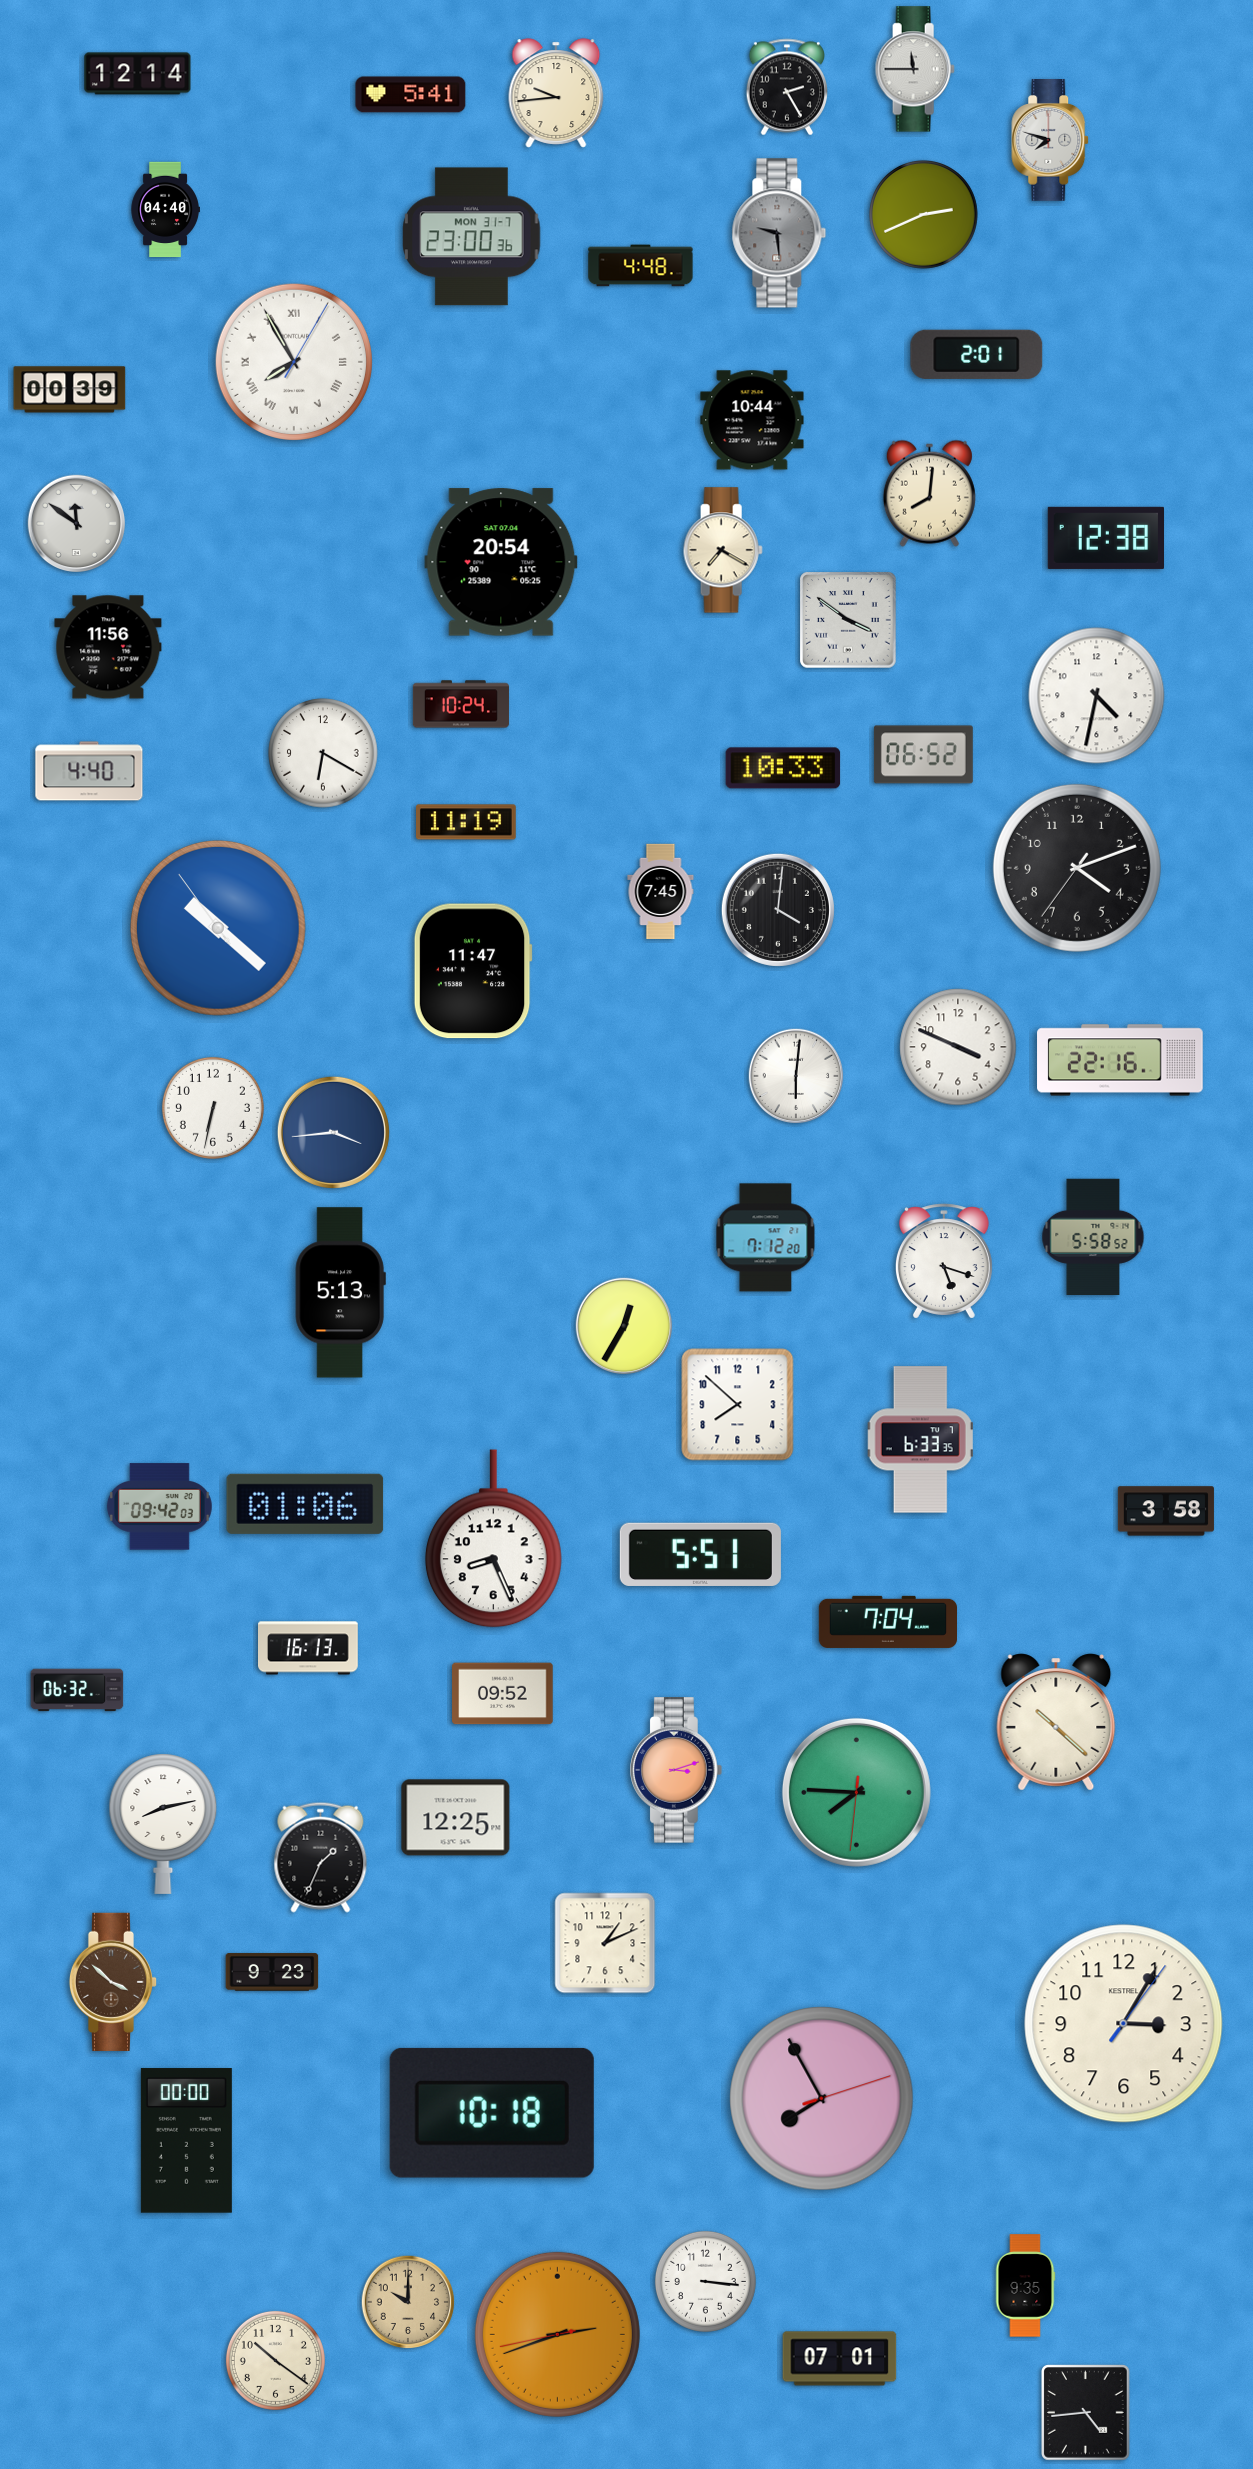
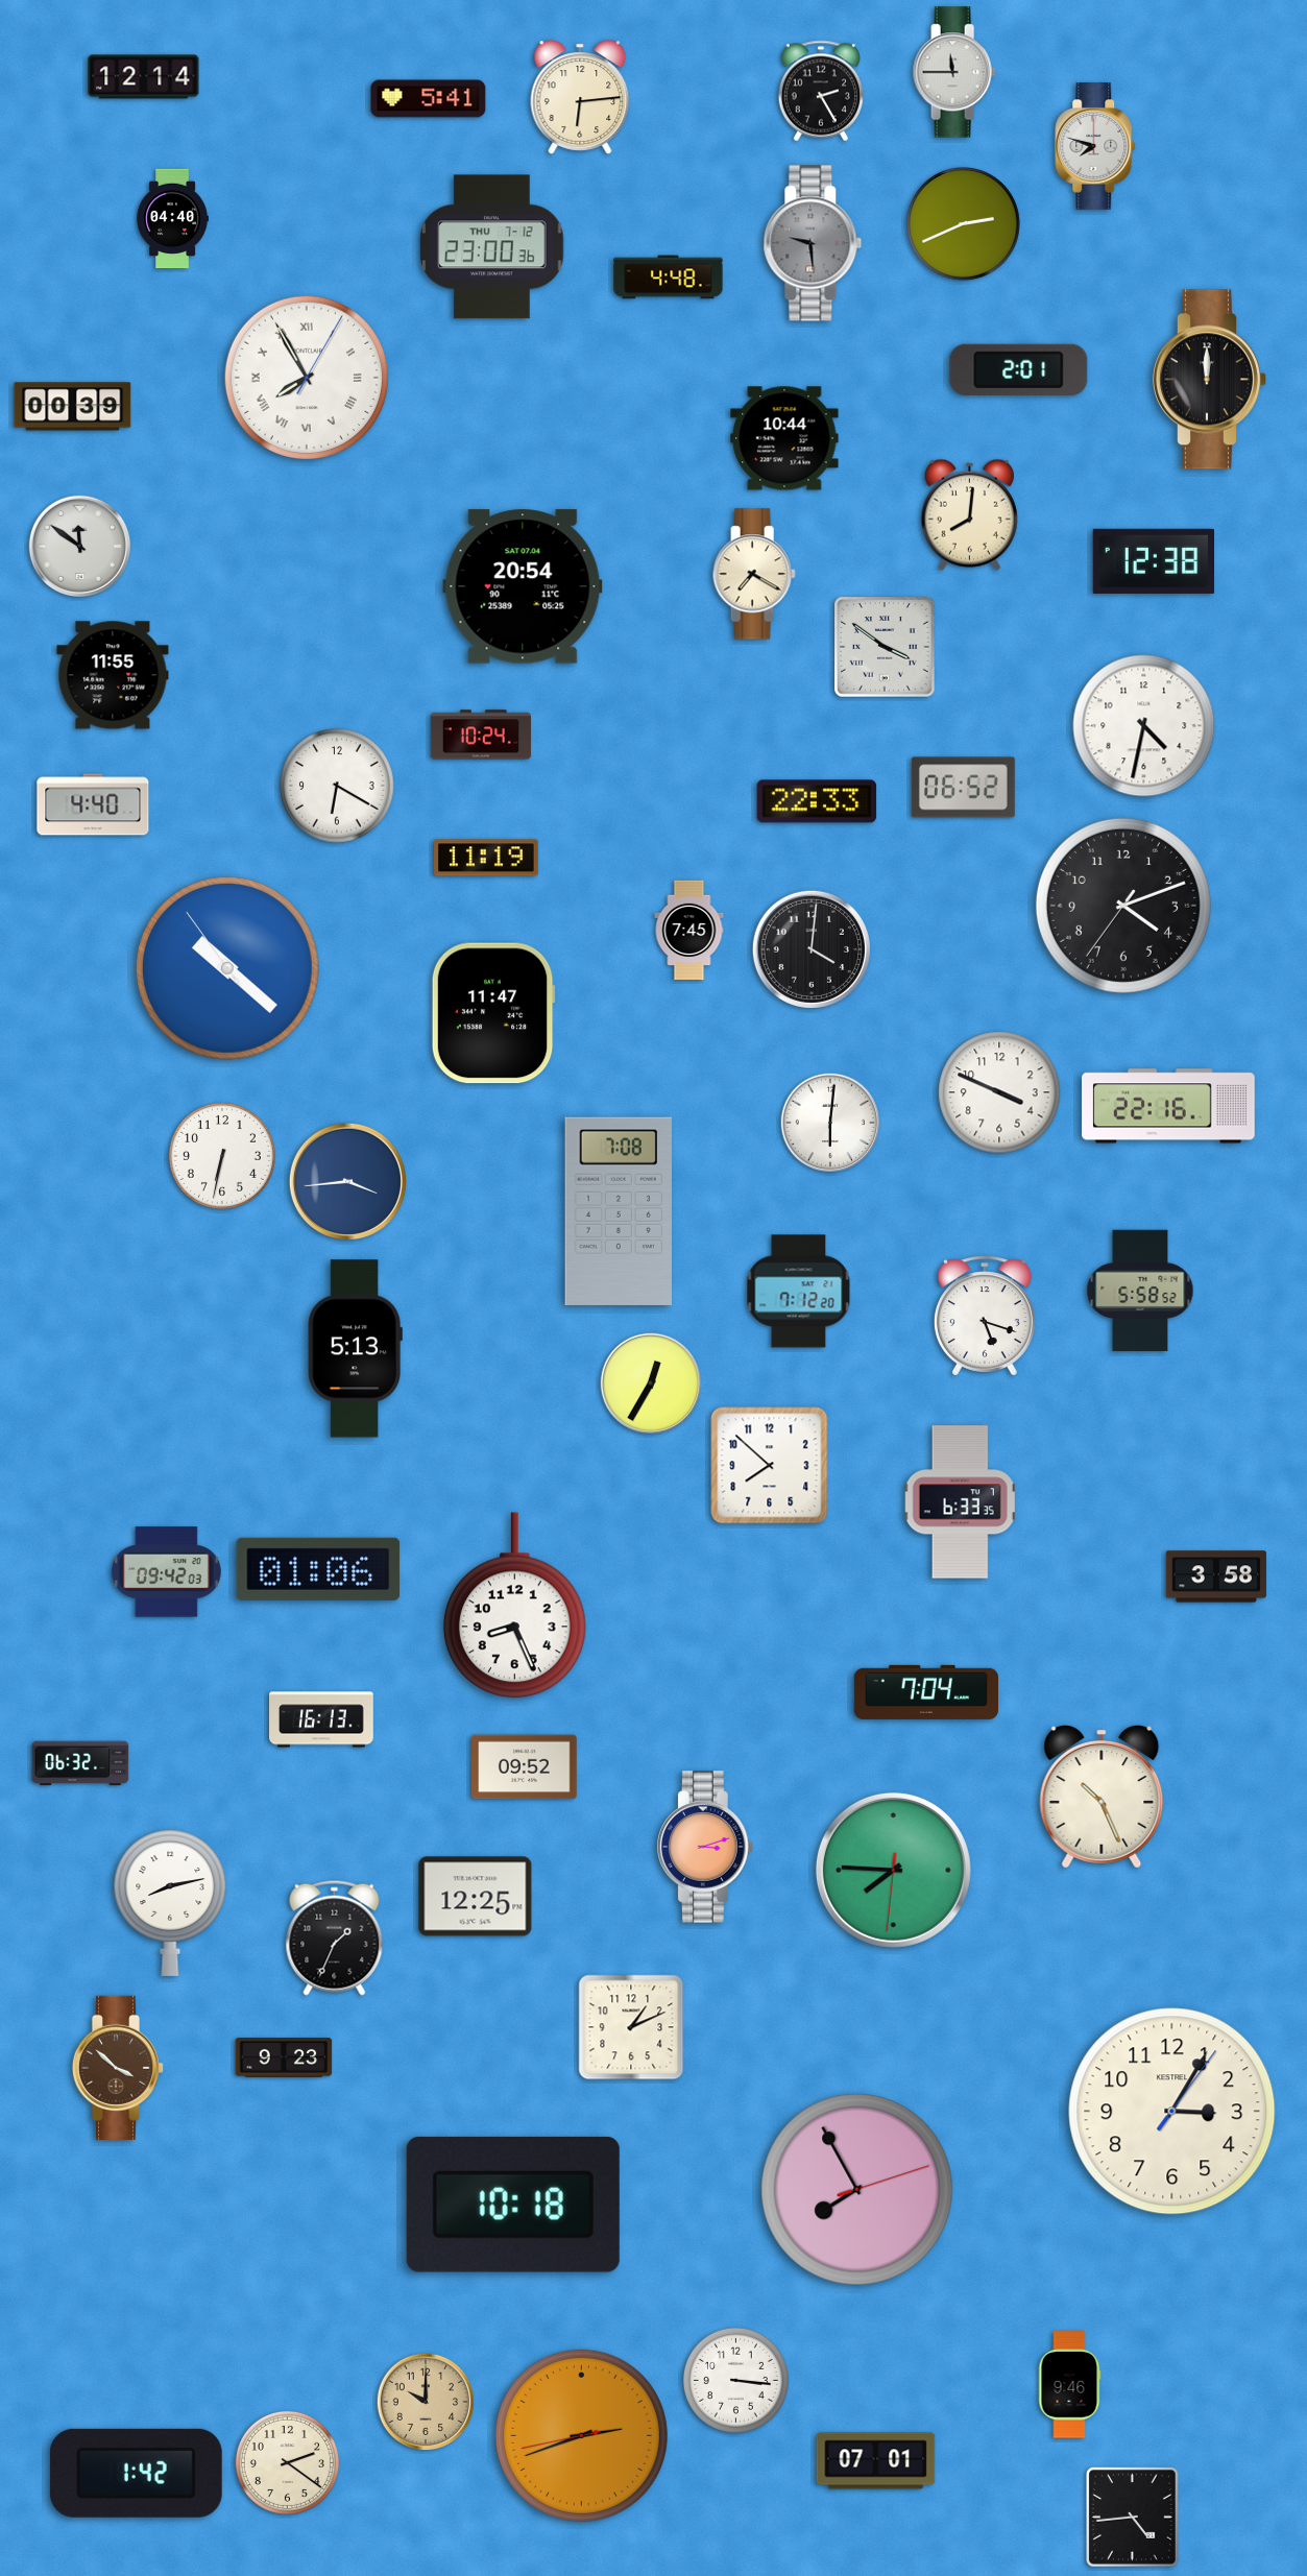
clock at (556, 93): 9:44 -> 6:14
clock at (472, 237) date: MON 31-7 -> THU 7-12
clock at (1209, 380): none -> 12:00
clock at (108, 647): 11:56 -> 11:55
clock at (783, 768): 10:33 -> 22:33
clock at (618, 1211): none -> 7:08
clock at (700, 1554): 5:51 -> none
clock at (1056, 1722): 10:22 -> 10:26
clock at (186, 2141): 00:00 -> none
clock at (1025, 2286): 9:35 -> 9:46
clock at (275, 2360): 10:21 -> 2:21
clock at (136, 2473): none -> 1:42
